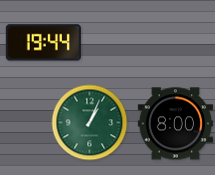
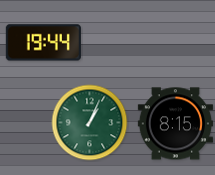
clock at (175, 124): 8:00 -> 8:15
